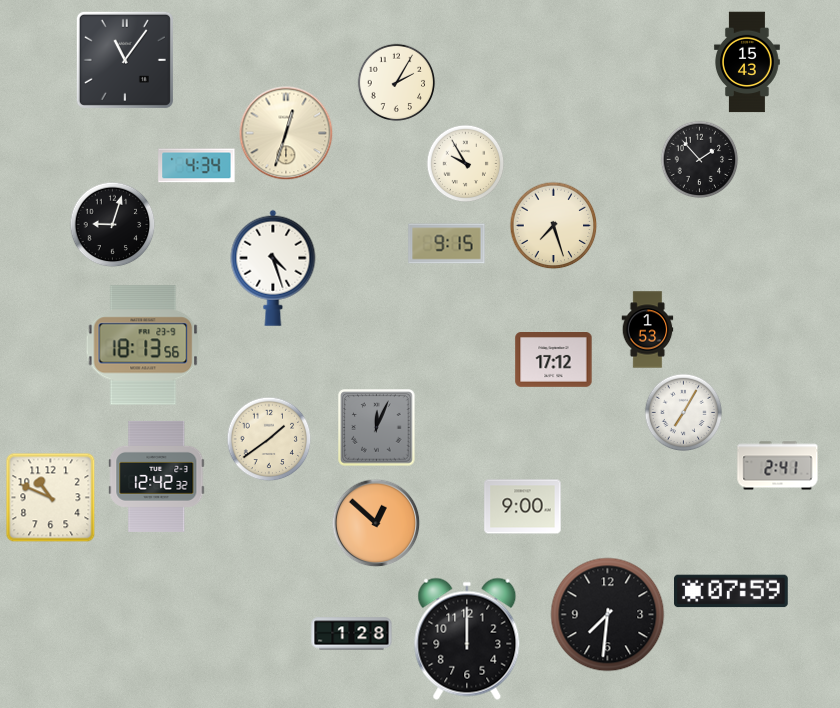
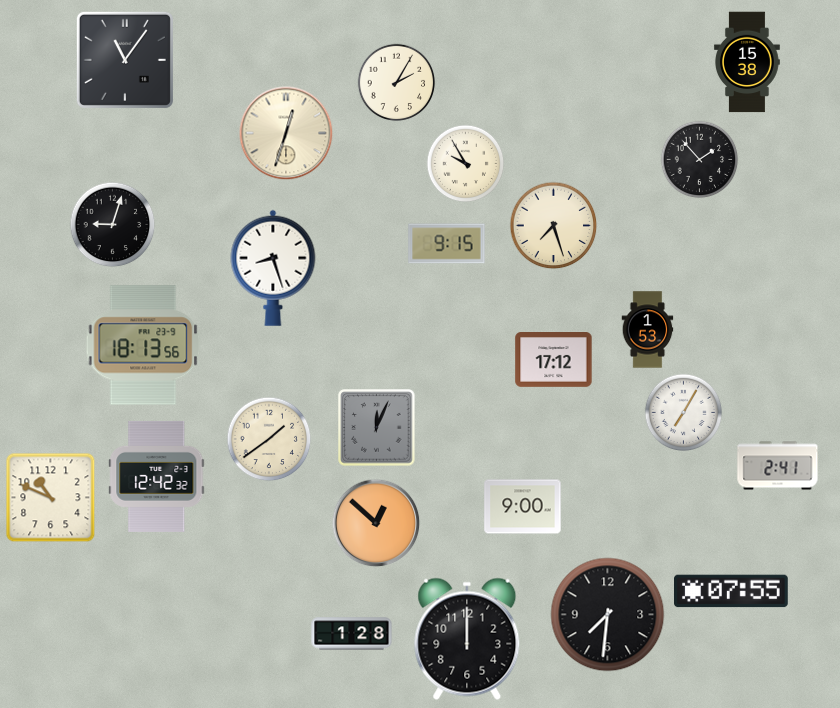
clock at (747, 62): 15:43 -> 15:38
clock at (197, 166): 4:34 -> none
clock at (273, 268): 4:27 -> 8:27
clock at (732, 591): 07:59 -> 07:55
